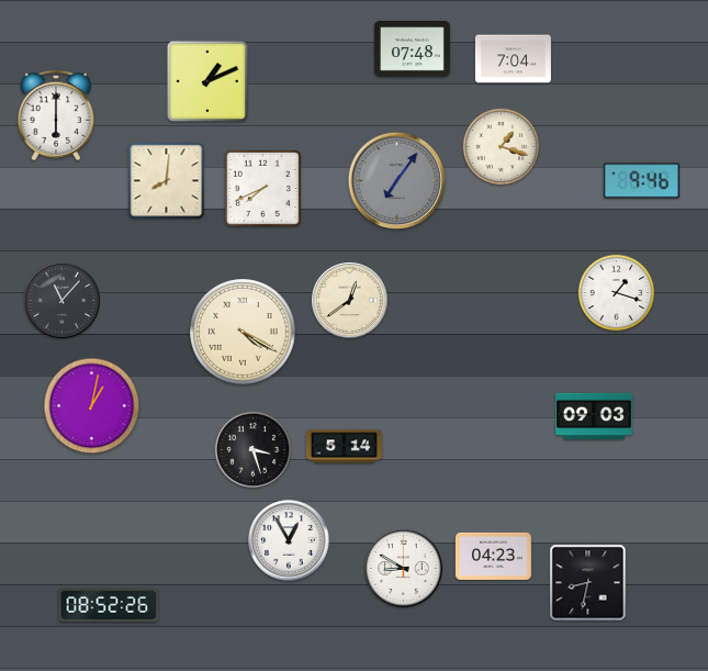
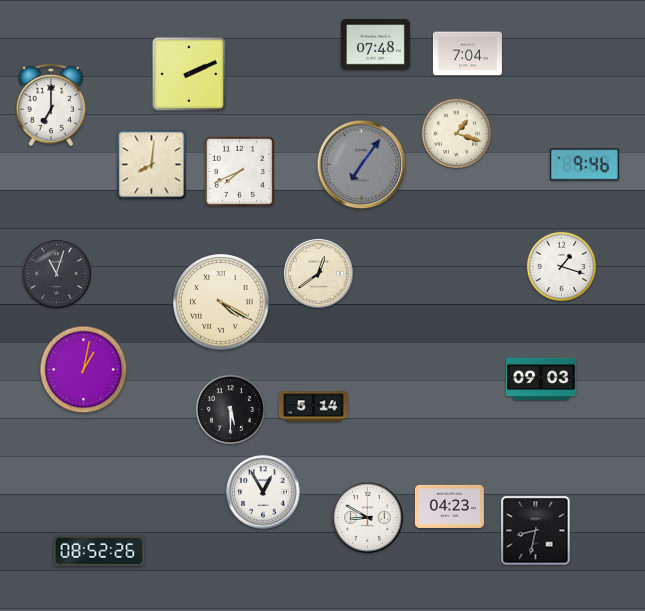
clock at (207, 81): 1:11 -> 2:11
clock at (55, 114): 6:00 -> 7:00
clock at (63, 301): 11:07 -> 11:03
clock at (254, 450): 3:27 -> 5:30
